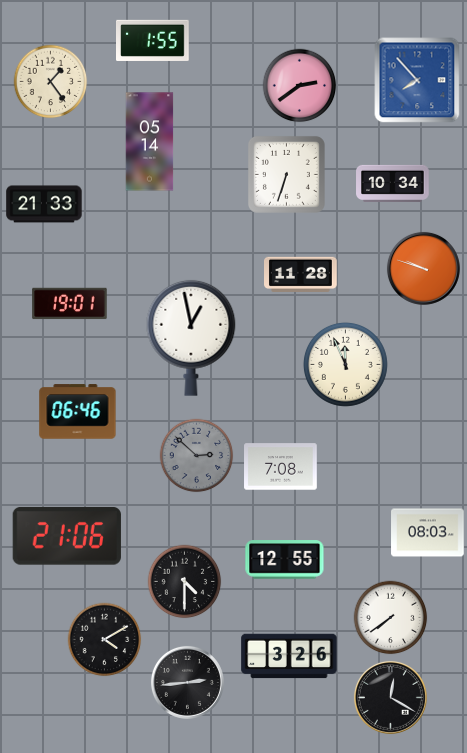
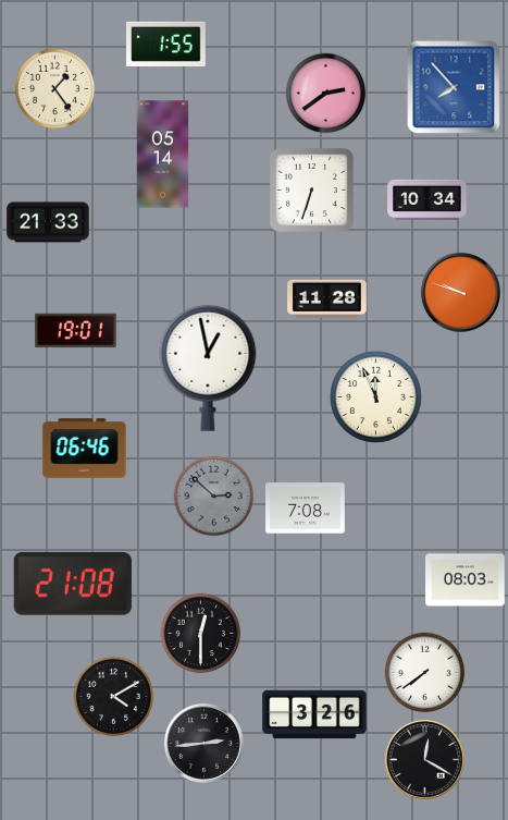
clock at (67, 536): 21:06 -> 21:08
clock at (285, 560): 12:55 -> none
clock at (185, 582): 4:30 -> 12:30
